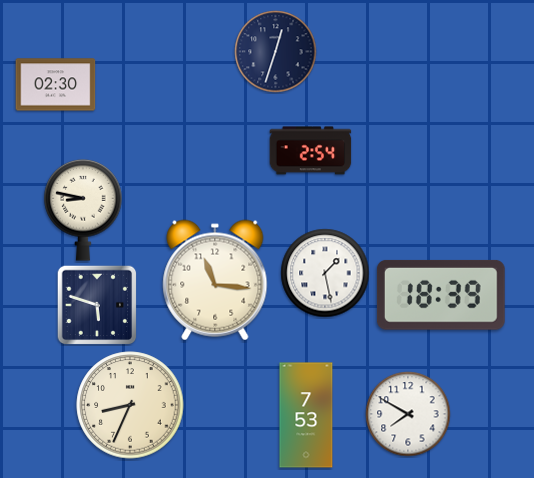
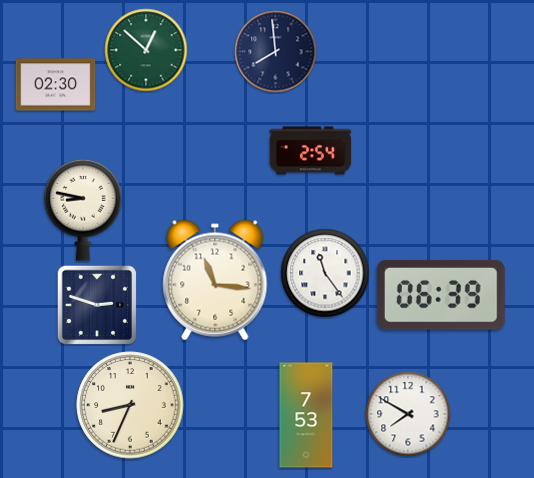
clock at (146, 50): none -> 12:52
clock at (276, 52): 12:33 -> 7:59
clock at (325, 273): 1:28 -> 11:24
clock at (441, 295): 18:39 -> 06:39
clock at (97, 305): 5:48 -> 2:48
